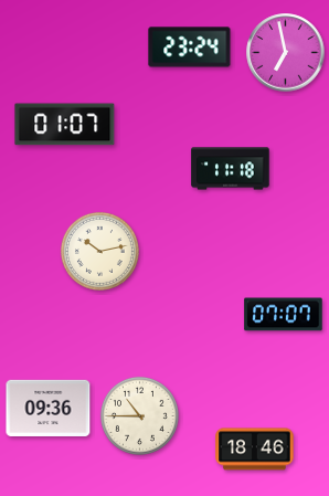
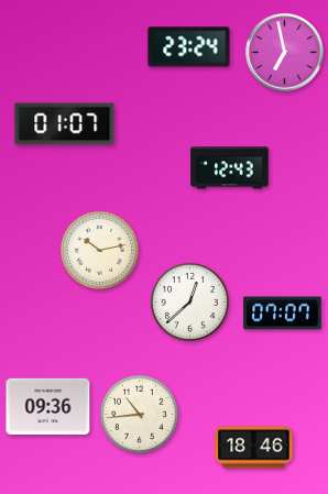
clock at (231, 169): 11:18 -> 12:43
clock at (189, 301): none -> 12:38
clock at (139, 415): 10:45 -> 10:44
